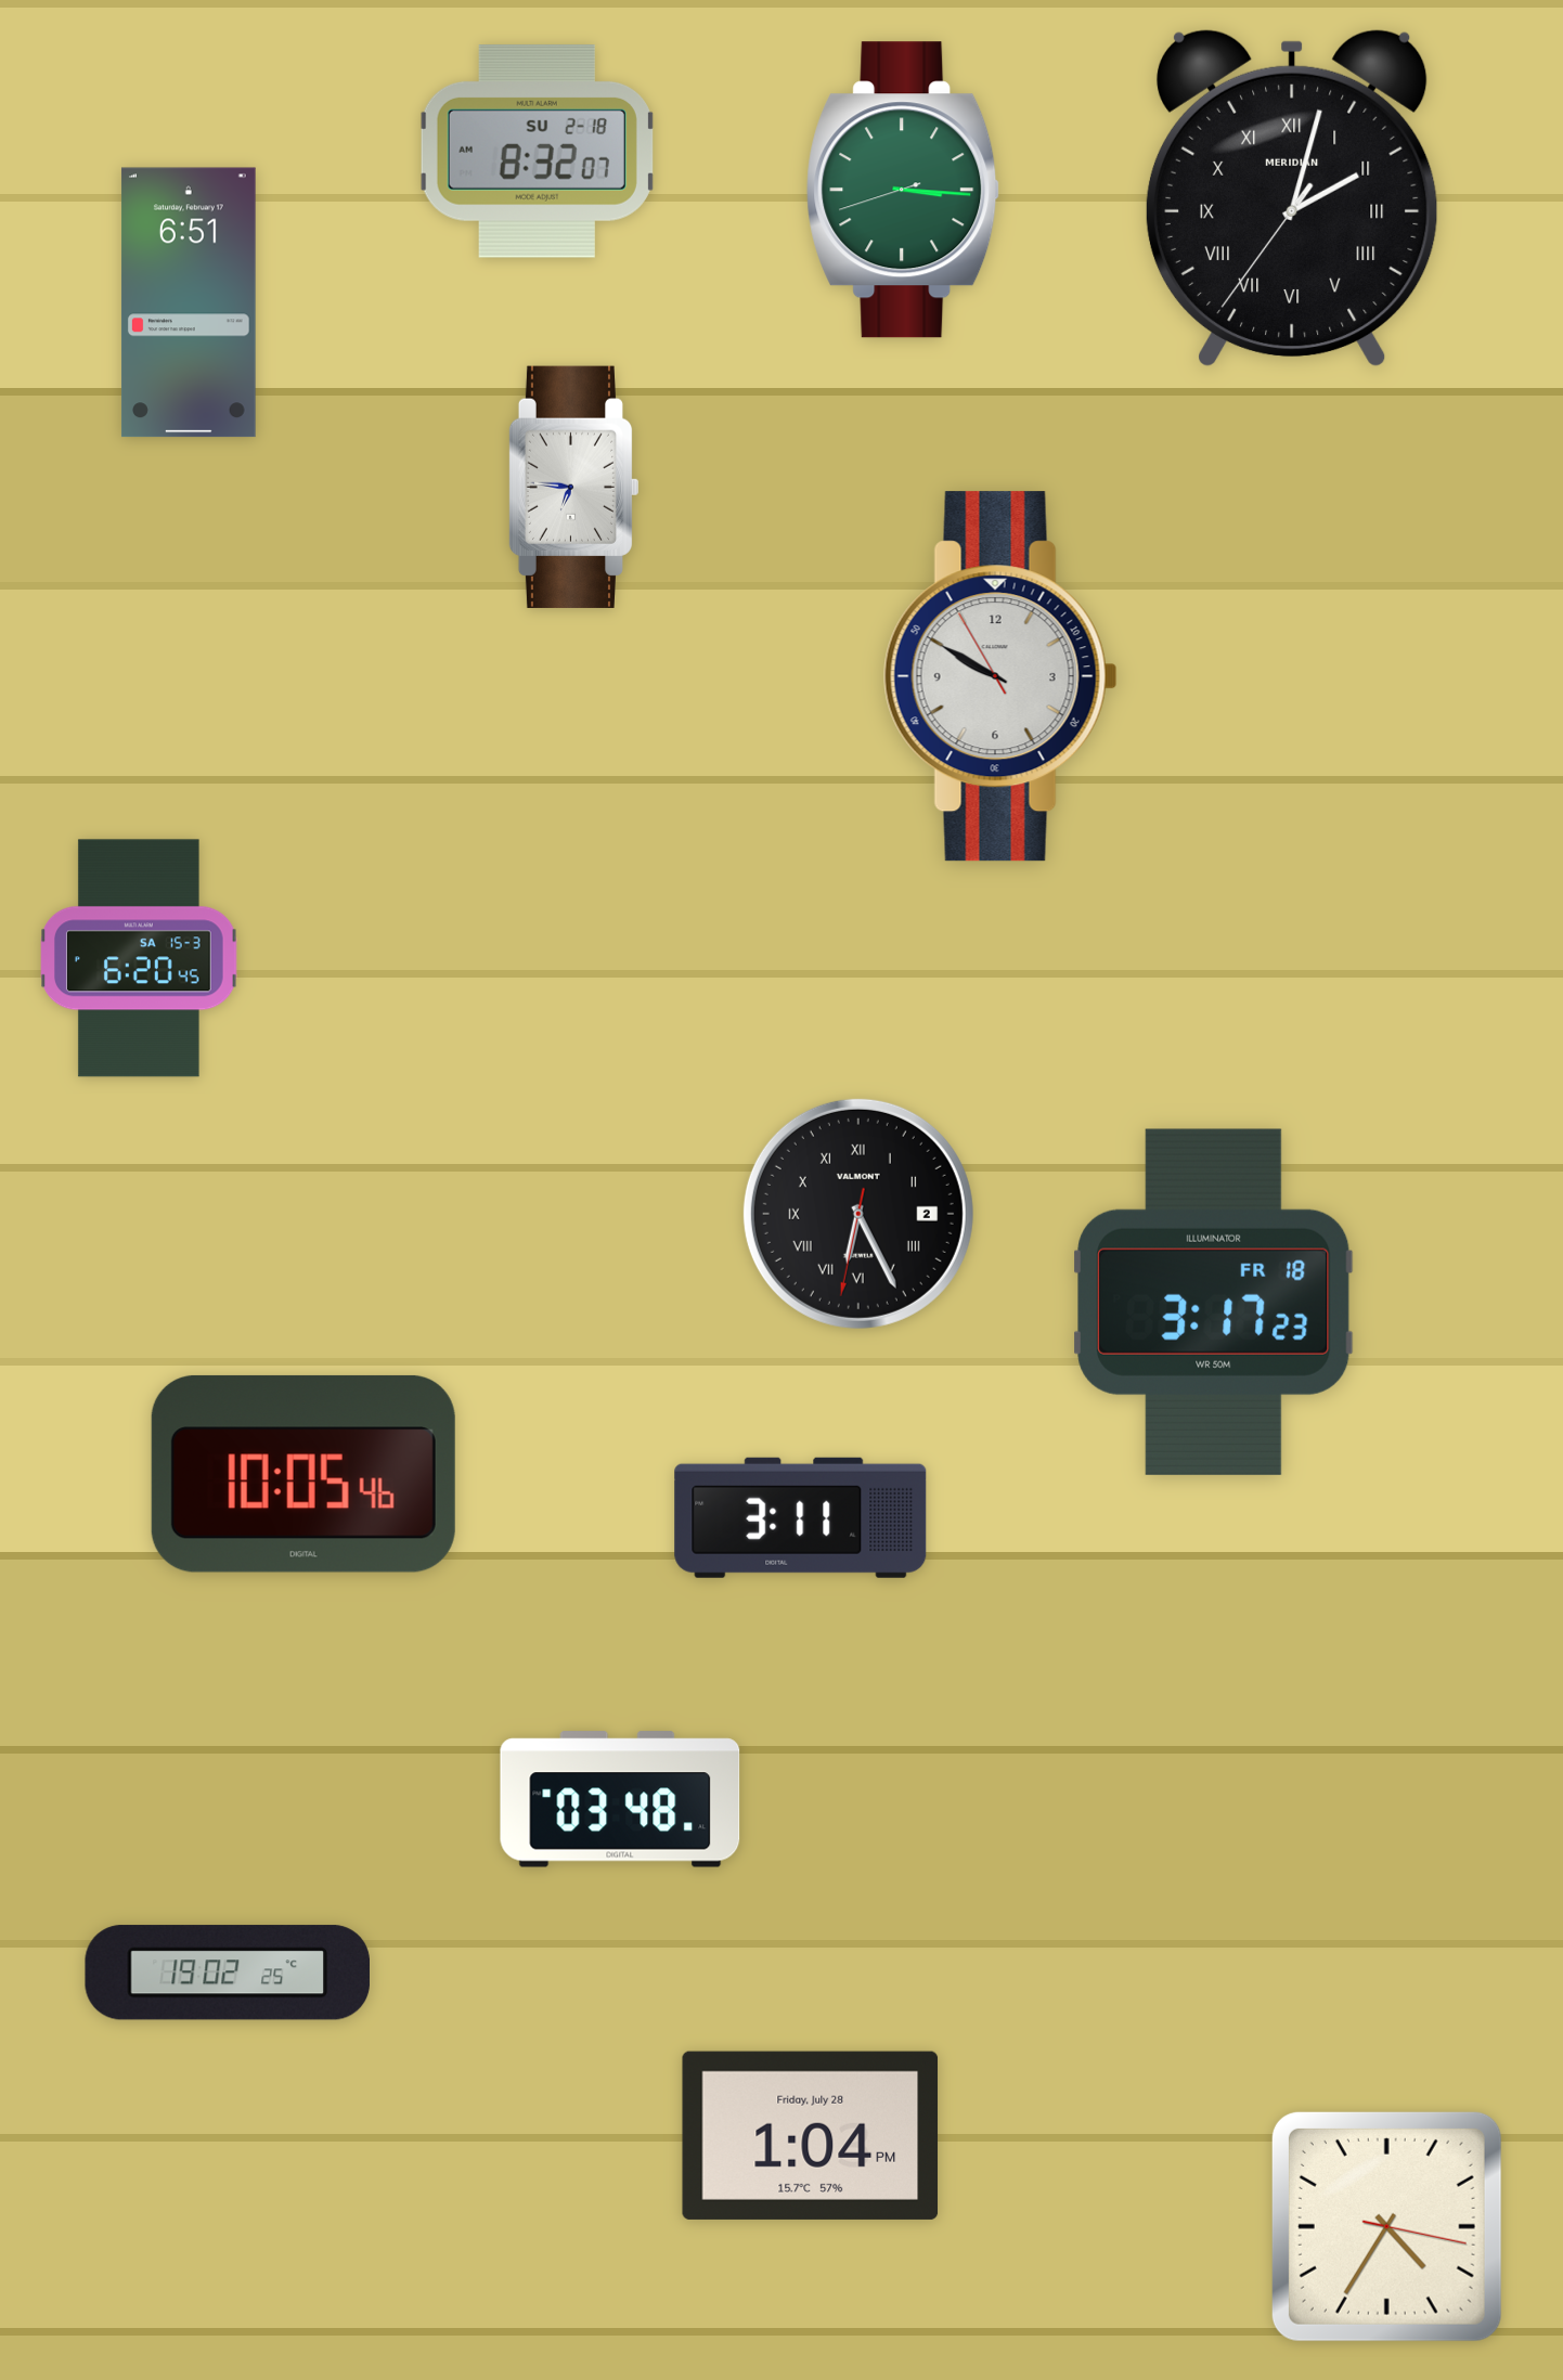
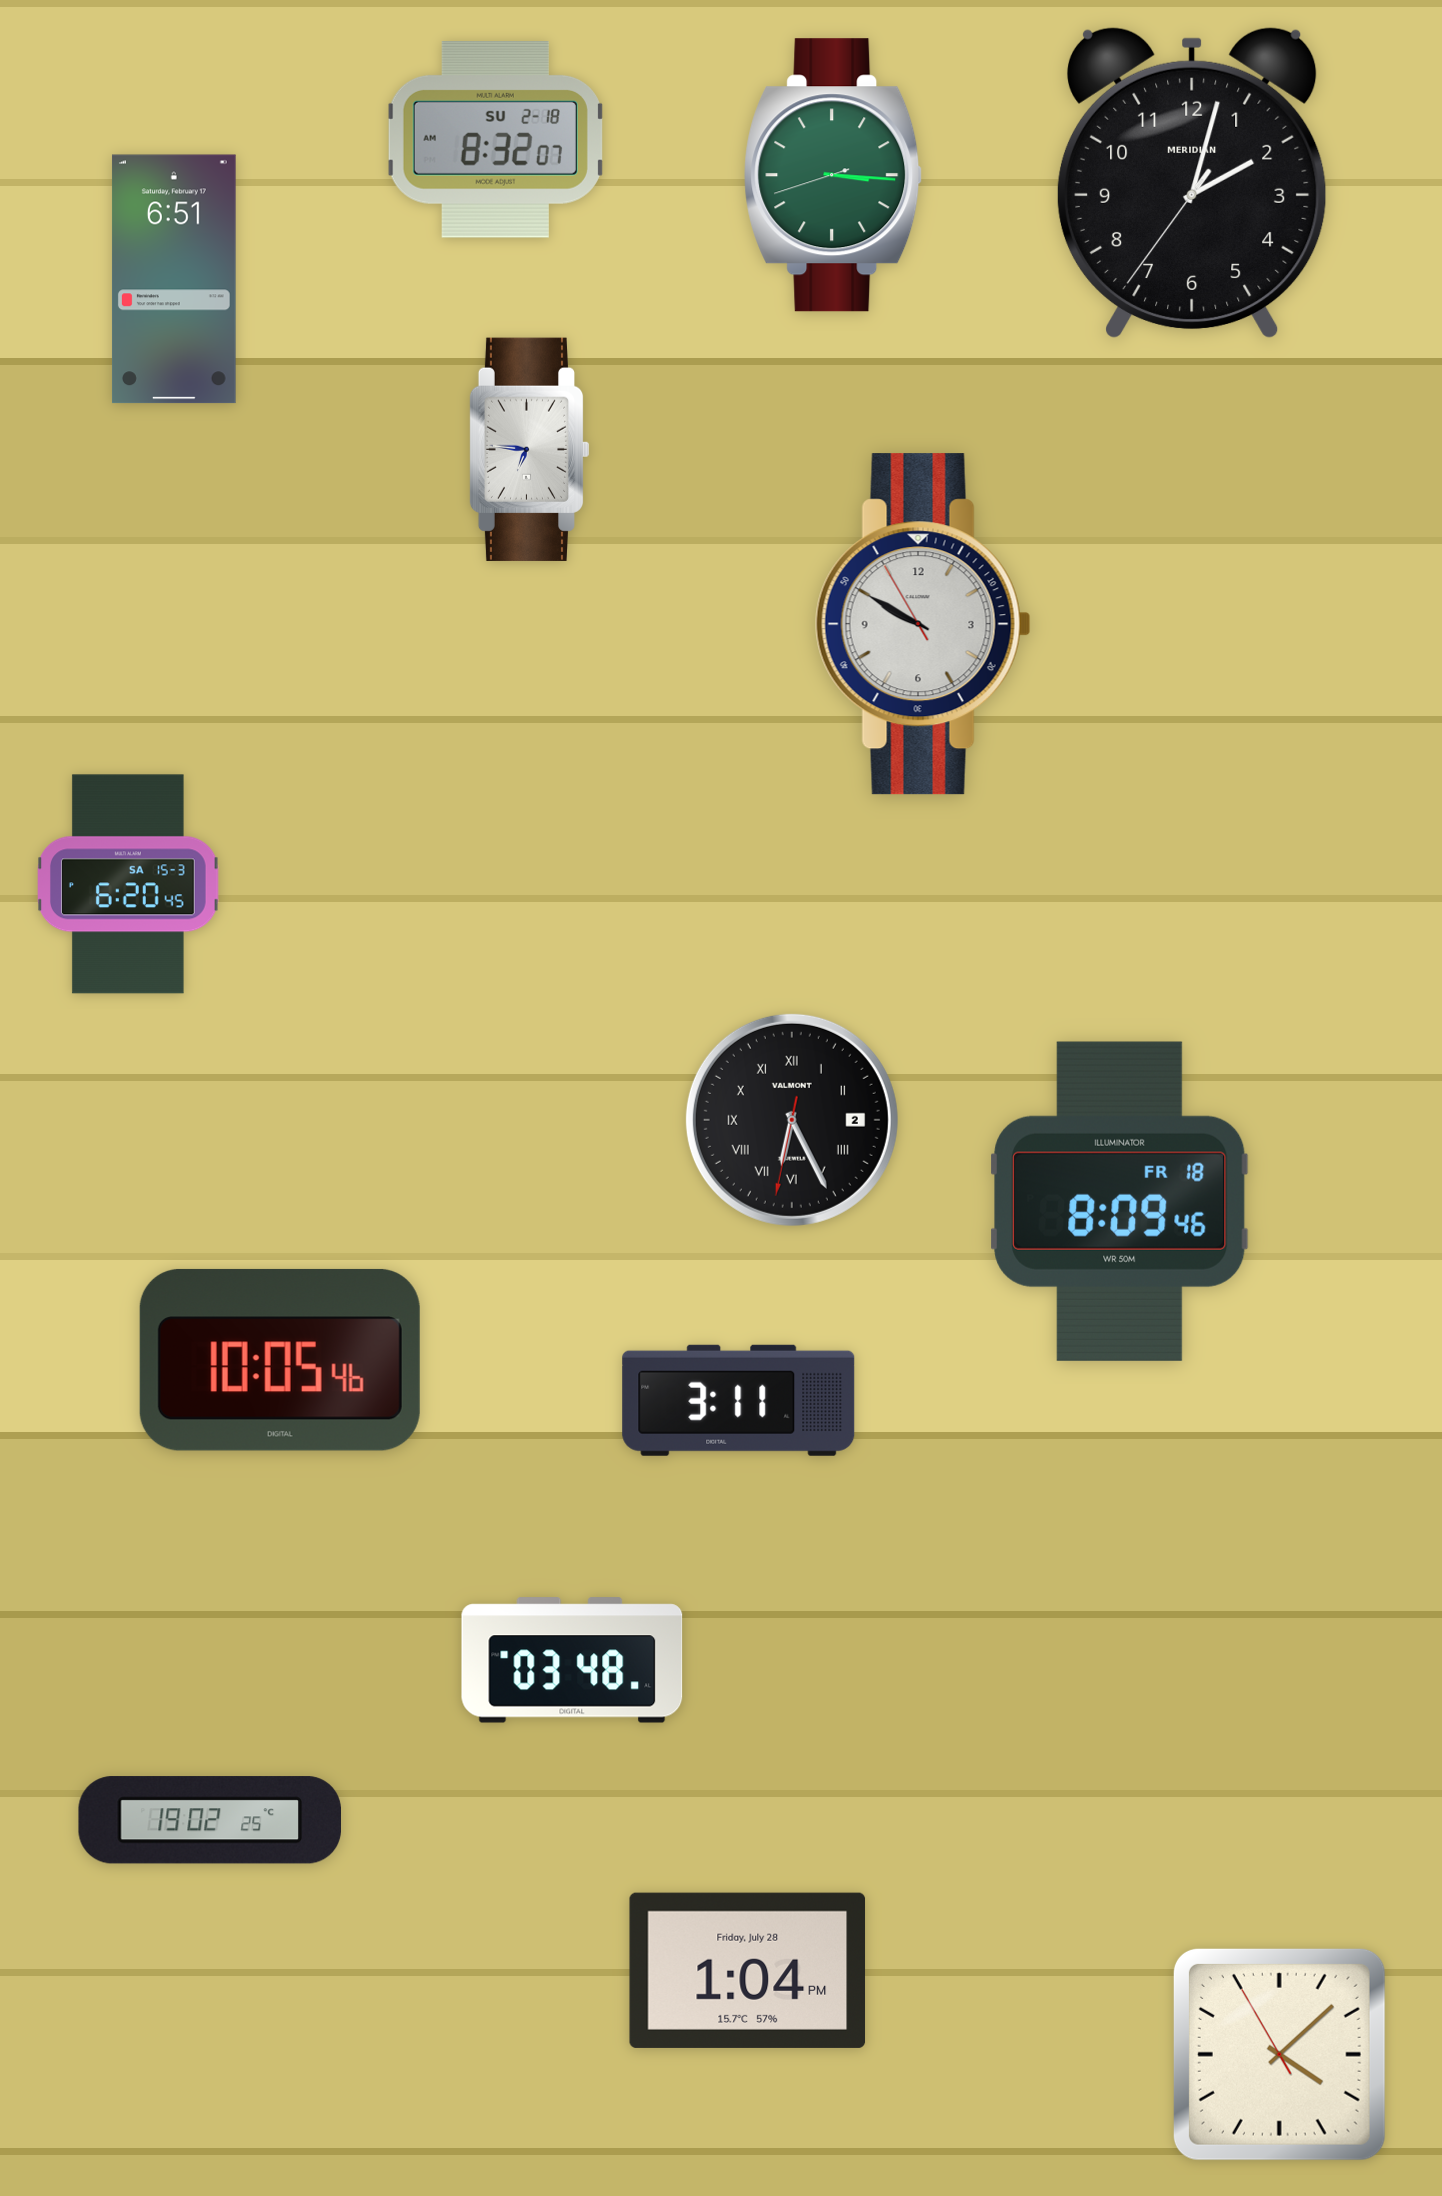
clock at (1292, 198) numerals: Roman -> Arabic
clock at (1214, 1302): 3:17 -> 8:09
clock at (1386, 2226): 4:35 -> 4:07
